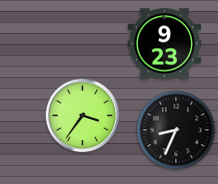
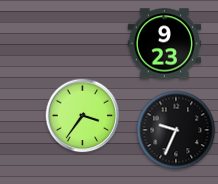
clock at (176, 130): 8:34 -> 9:34
